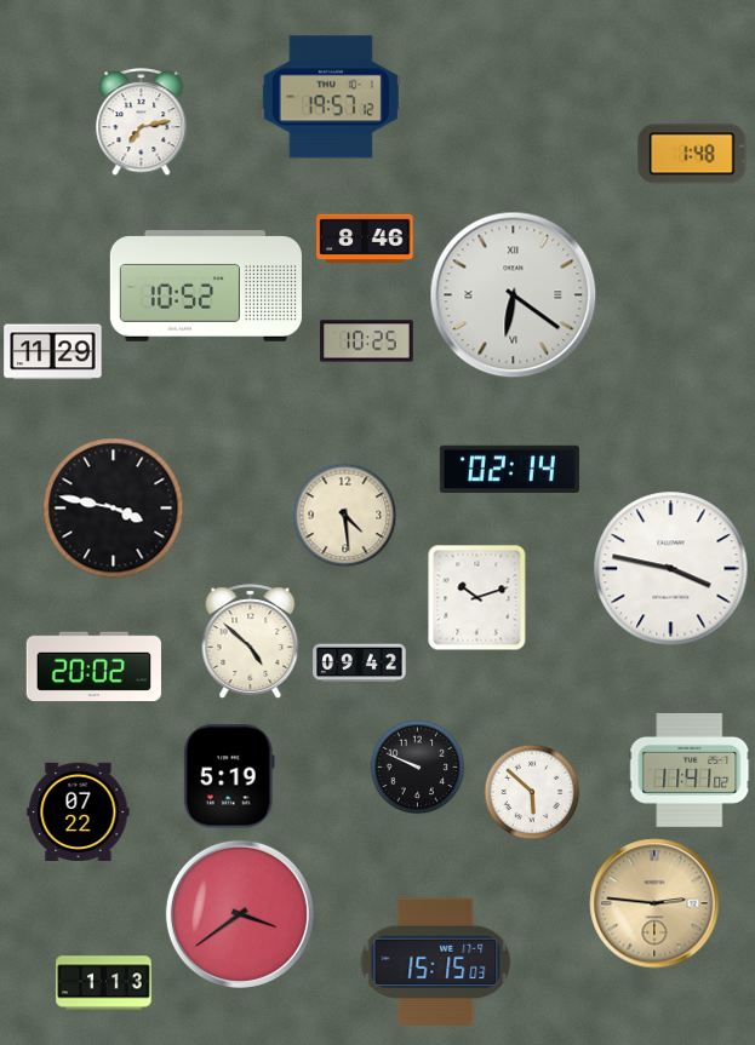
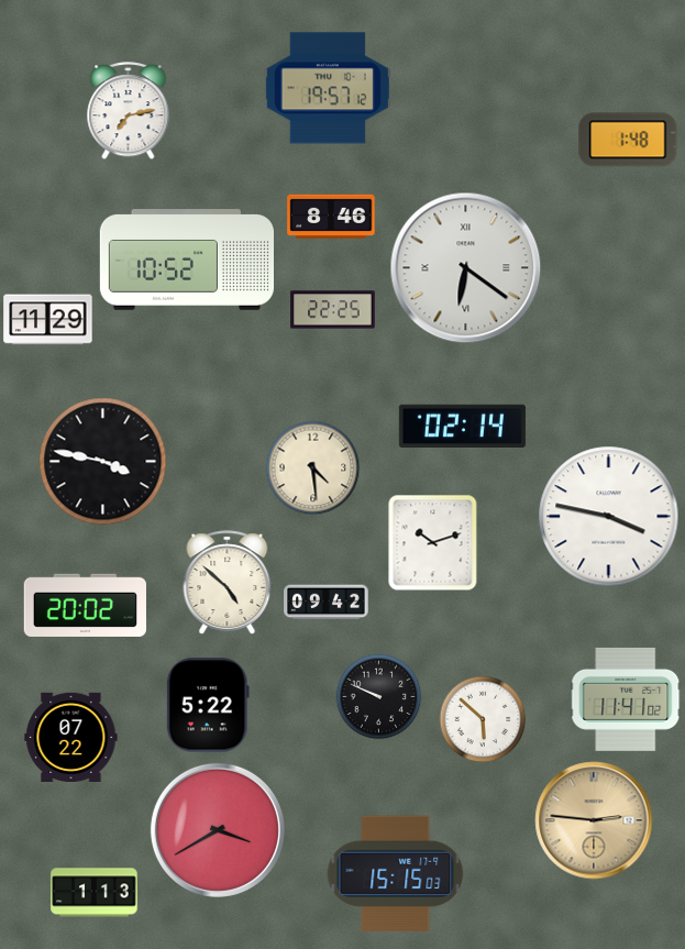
clock at (331, 97) position: (331, 97) -> (328, 88)
clock at (367, 341): 10:25 -> 22:25
clock at (229, 776): 5:19 -> 5:22
clock at (240, 914): 3:39 -> 3:40
